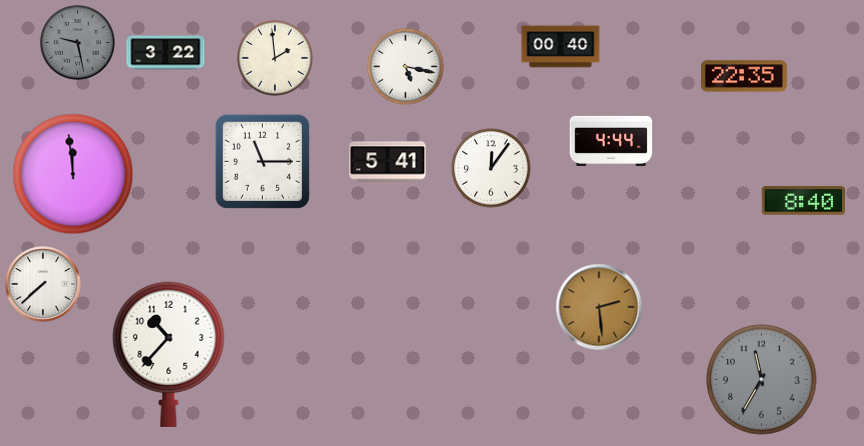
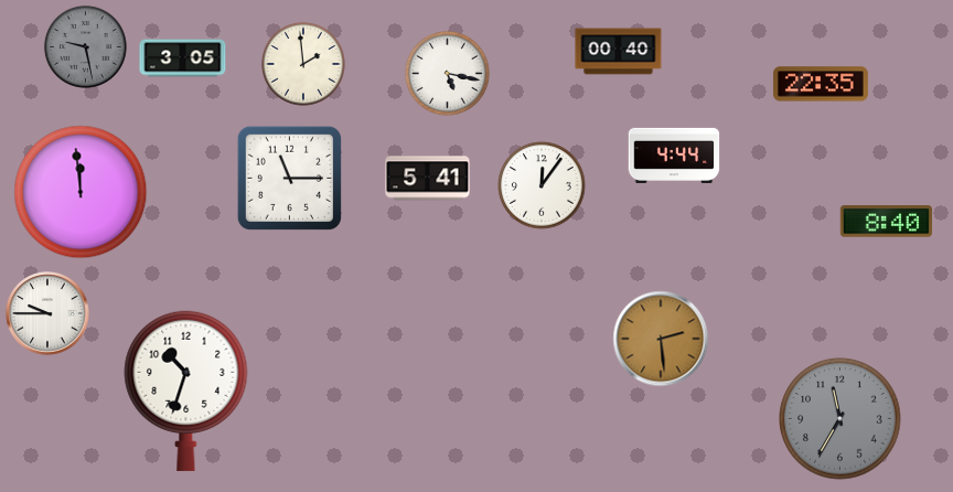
clock at (166, 53): 3:22 -> 3:05
clock at (43, 284): 7:38 -> 9:45
clock at (169, 354): 10:37 -> 10:33
